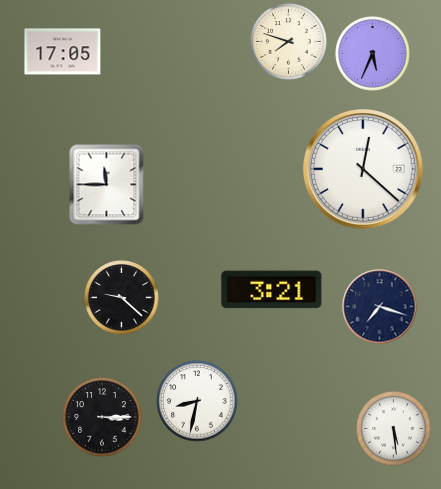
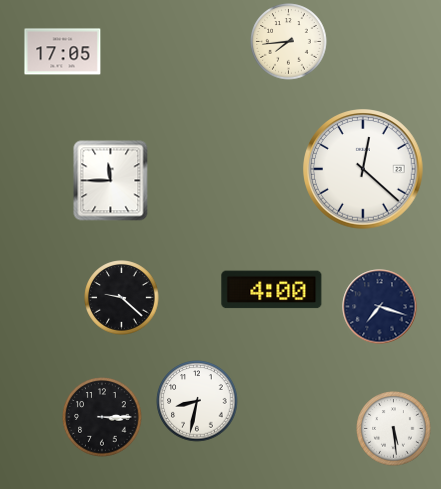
clock at (289, 42): 7:48 -> 7:44
clock at (373, 54): 5:34 -> none
clock at (107, 185) position: (107, 185) -> (111, 181)
clock at (272, 290): 3:21 -> 4:00
